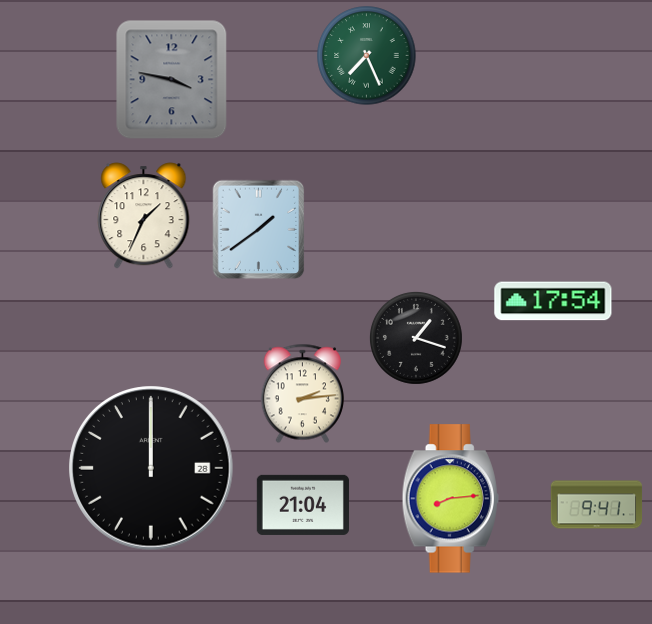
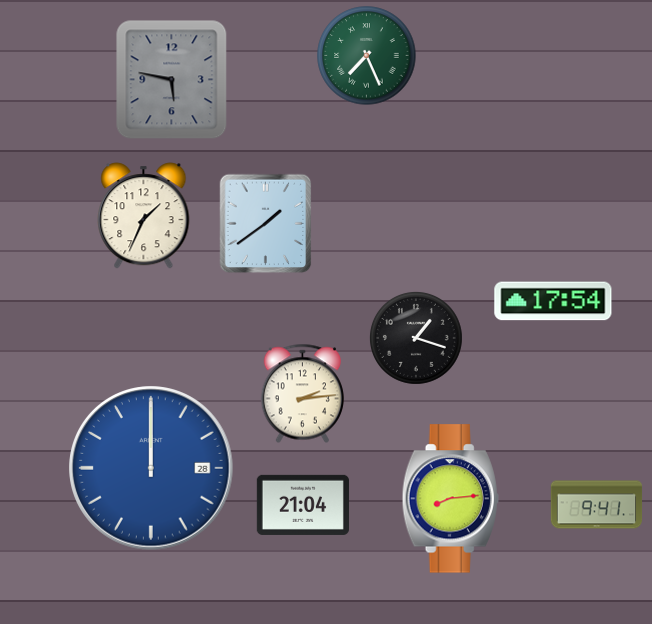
clock at (172, 80): 3:47 -> 5:47
clock at (259, 230) position: (259, 230) -> (266, 224)
clock at (151, 468) dial: black -> blue
